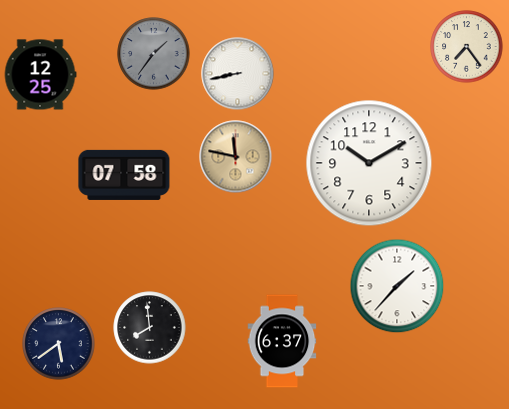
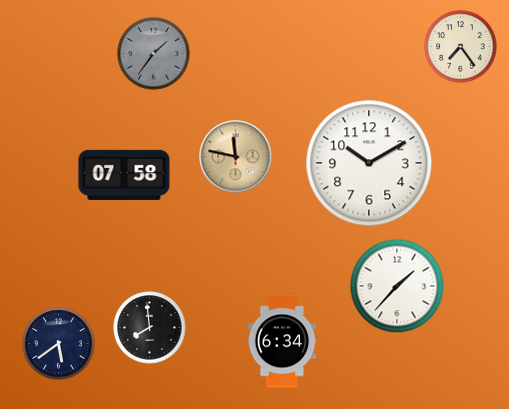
clock at (467, 47) position: (467, 47) -> (461, 47)
clock at (238, 74): 8:43 -> none
clock at (40, 75): 12:25 -> none
clock at (282, 341): 6:37 -> 6:34
